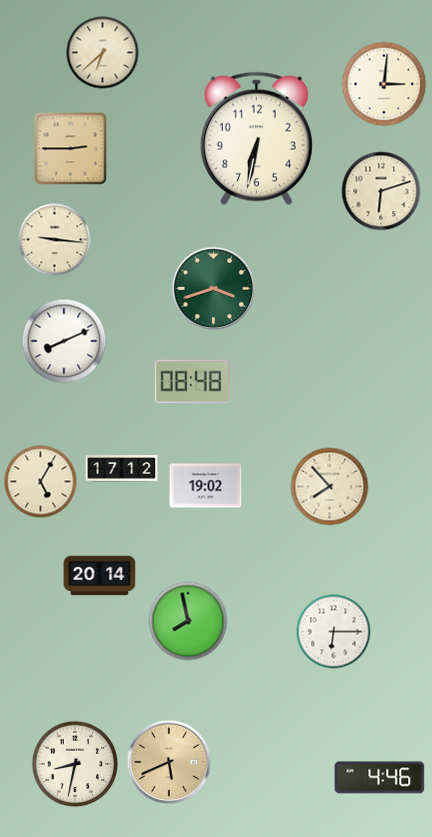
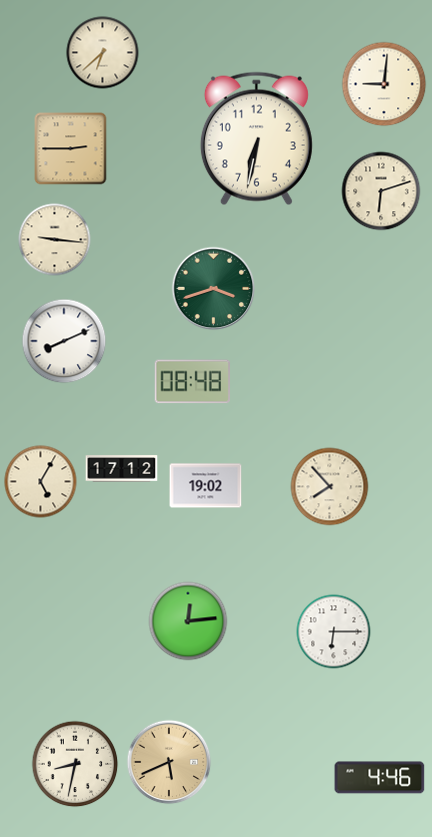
clock at (384, 84): 3:01 -> 9:01
clock at (100, 576): 20:14 -> none
clock at (188, 621): 7:58 -> 12:14
